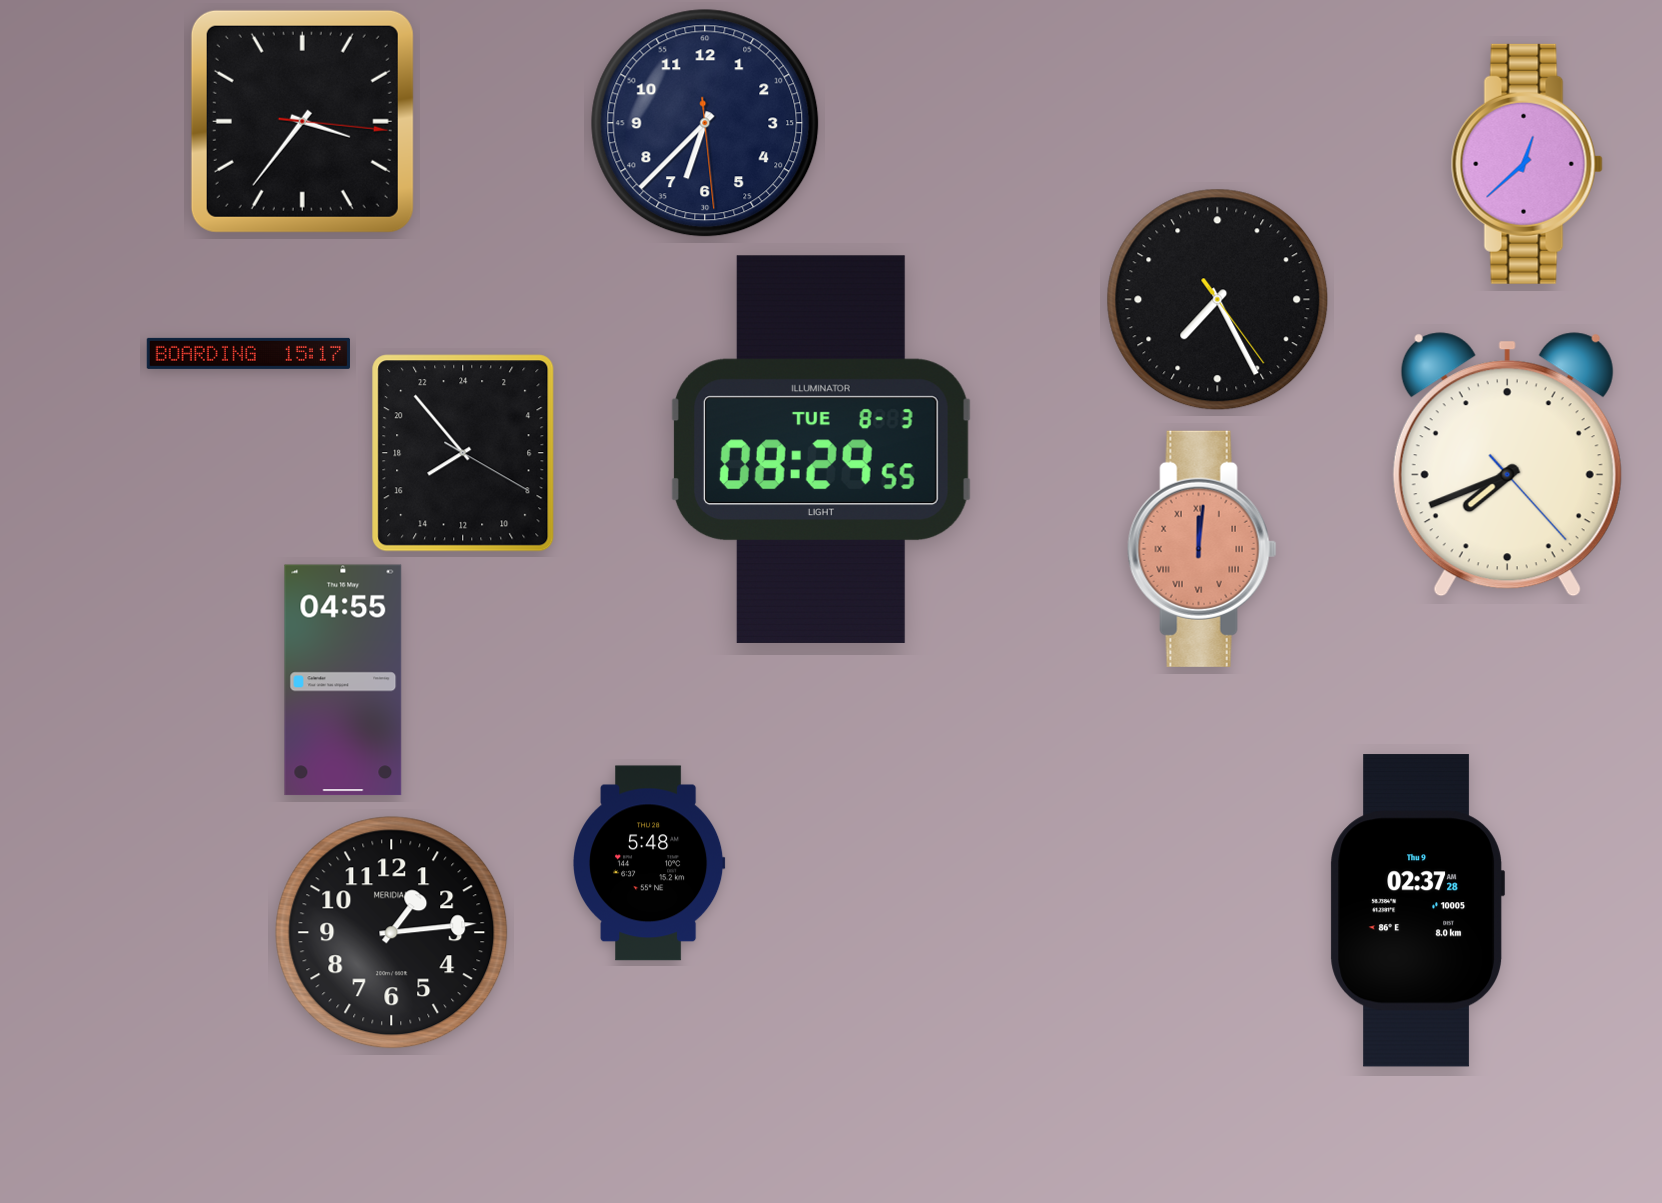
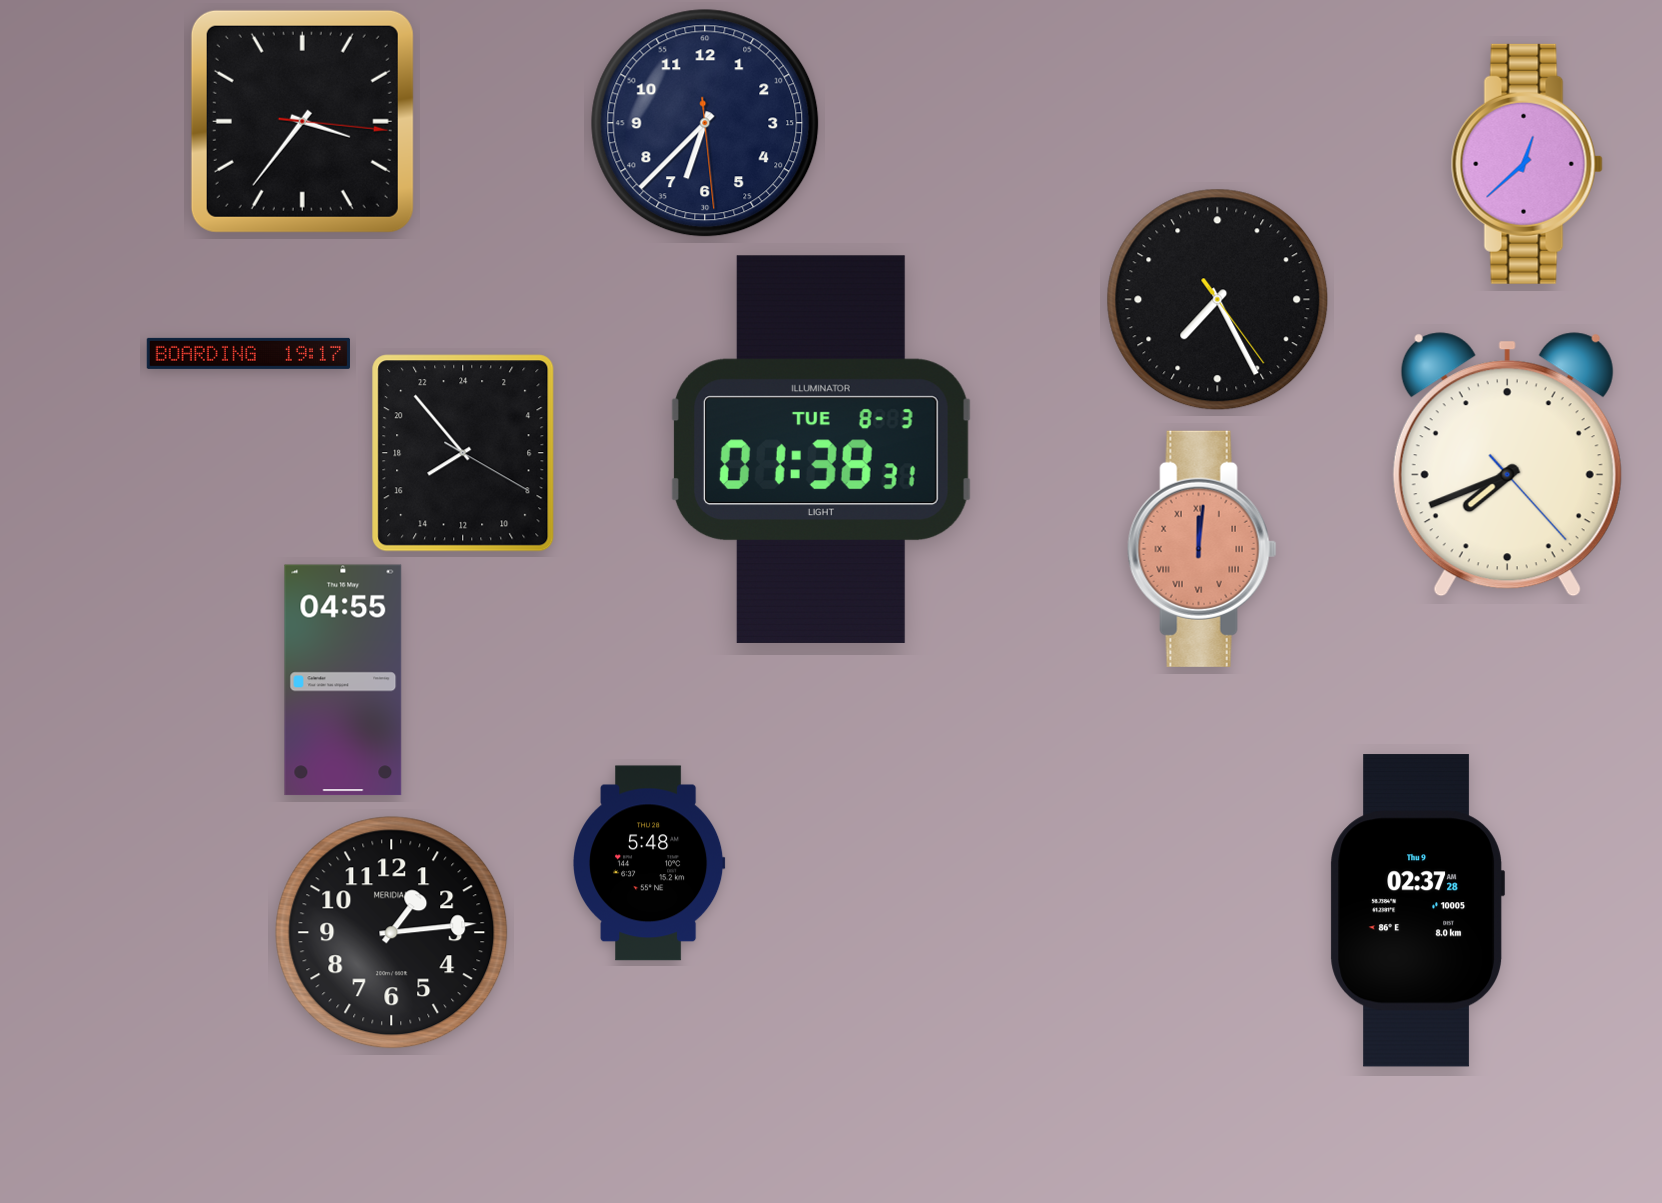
clock at (248, 353): 15:17 -> 19:17
clock at (822, 449): 08:29 -> 01:38
